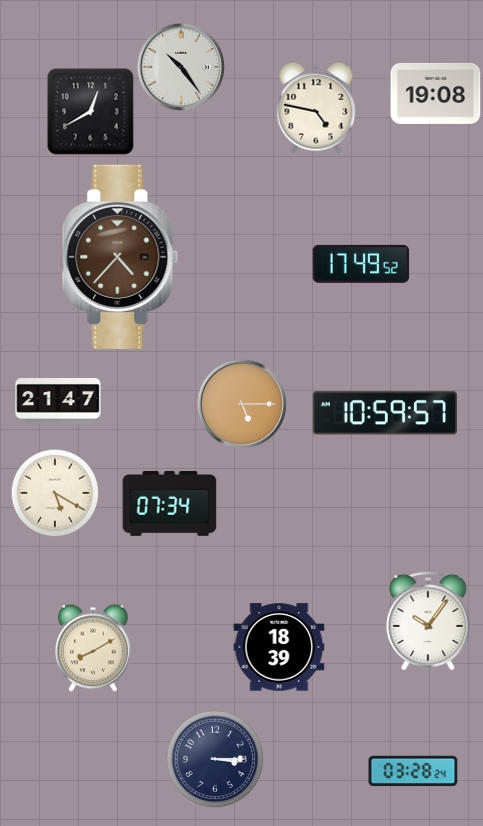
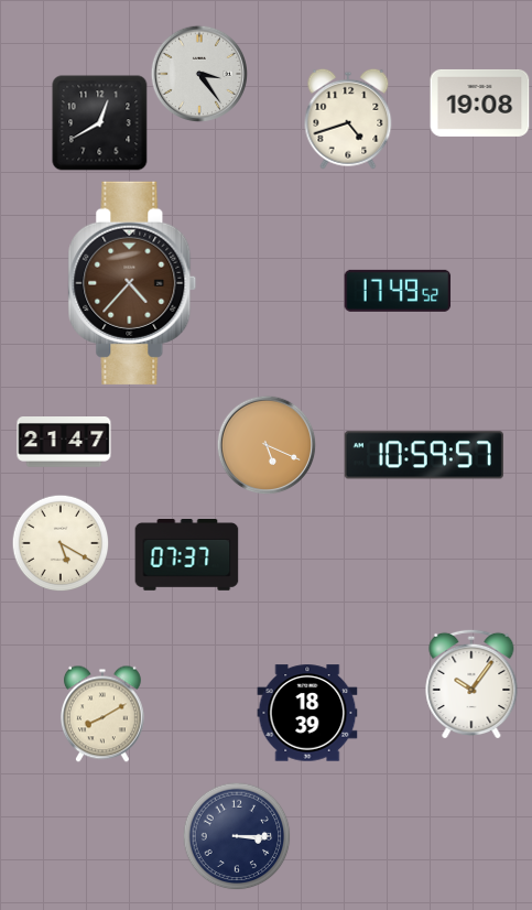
clock at (180, 66): 10:24 -> 3:24
clock at (316, 108): 4:47 -> 4:42
clock at (242, 404): 5:15 -> 5:19
clock at (170, 504): 07:34 -> 07:37
clock at (413, 771): 03:28 -> none
